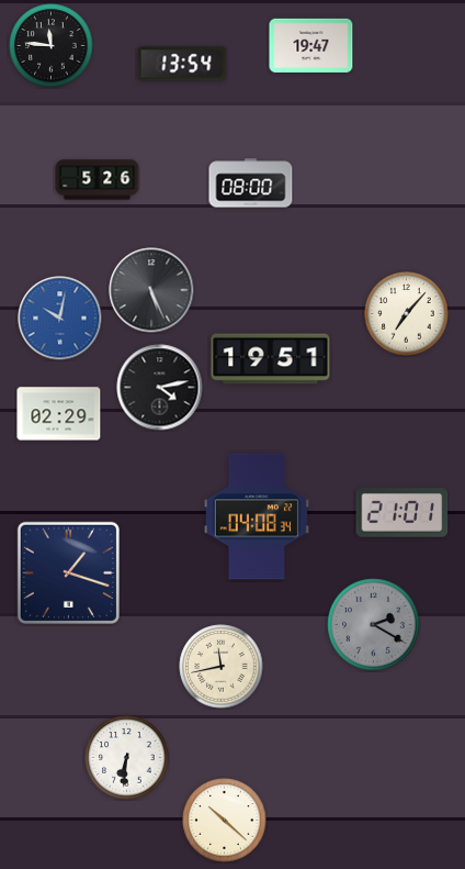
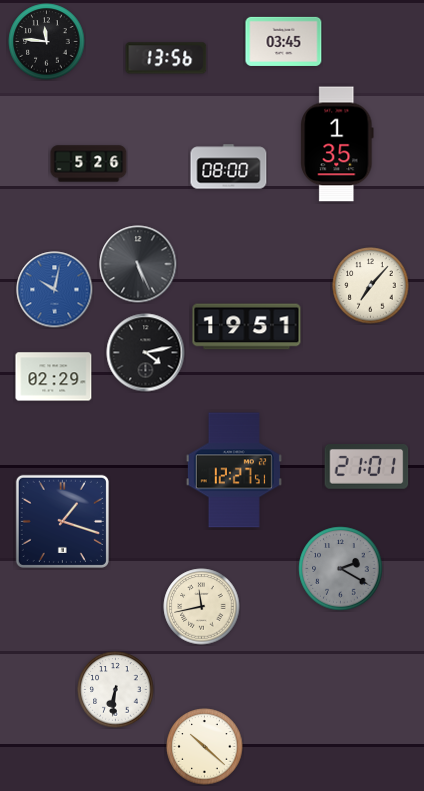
clock at (311, 45): 19:47 -> 03:45
clock at (182, 64): 13:54 -> 13:56
clock at (337, 144): none -> 1:35
clock at (257, 516): 04:08 -> 12:27
